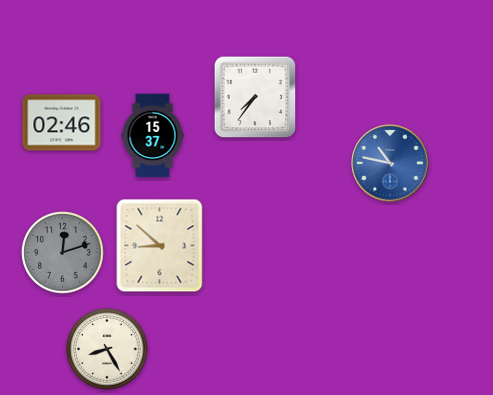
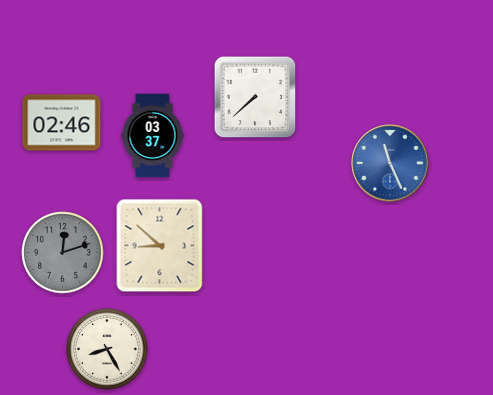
clock at (255, 97): 7:36 -> 7:38
clock at (153, 136): 15:37 -> 03:37
clock at (390, 163): 10:47 -> 11:26
